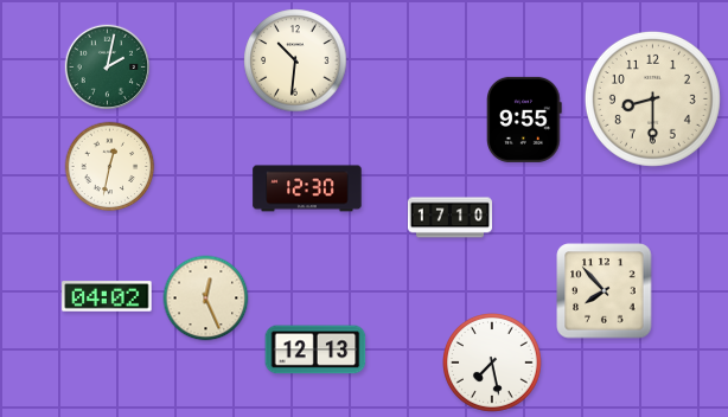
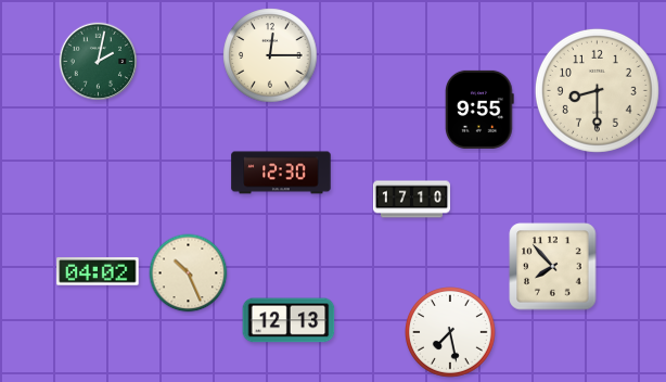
clock at (295, 60): 10:31 -> 12:15
clock at (110, 167): 12:32 -> none
clock at (206, 299): 12:26 -> 10:26
